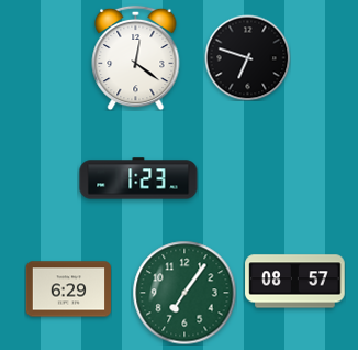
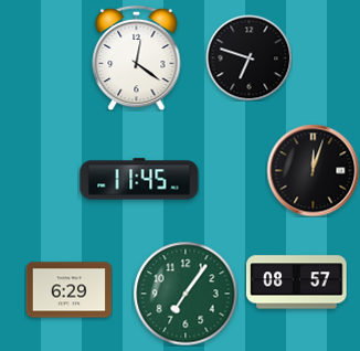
clock at (313, 170): none -> 12:03
clock at (138, 178): 1:23 -> 11:45
